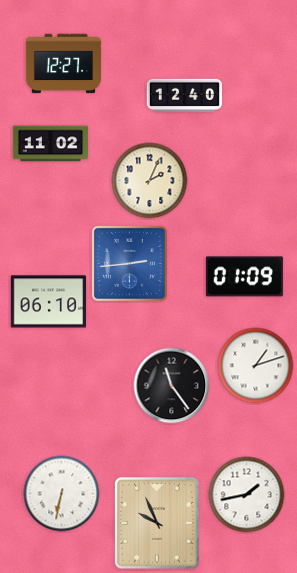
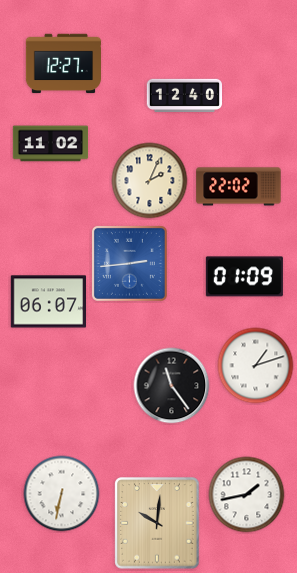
clock at (239, 187): none -> 22:02
clock at (48, 302): 06:10 -> 06:07
clock at (157, 523): 9:56 -> 10:01
